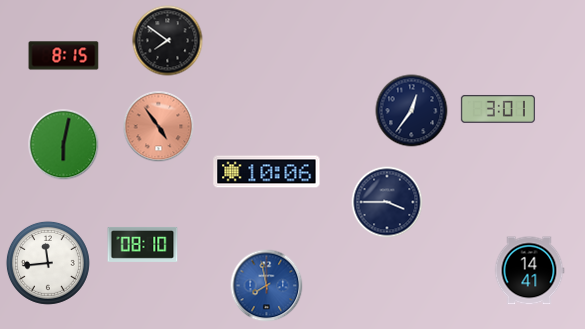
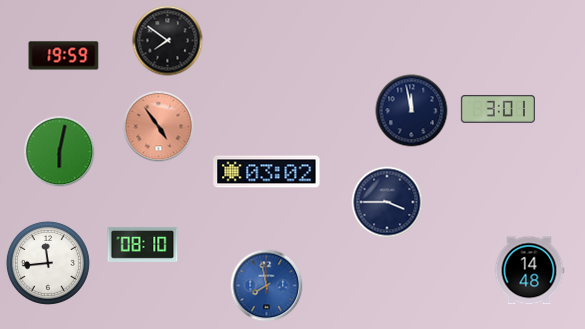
clock at (64, 56): 8:15 -> 19:59
clock at (412, 111): 12:36 -> 11:58
clock at (64, 145) position: (64, 145) -> (60, 152)
clock at (267, 172): 10:06 -> 03:02
clock at (529, 271): 14:41 -> 14:48
